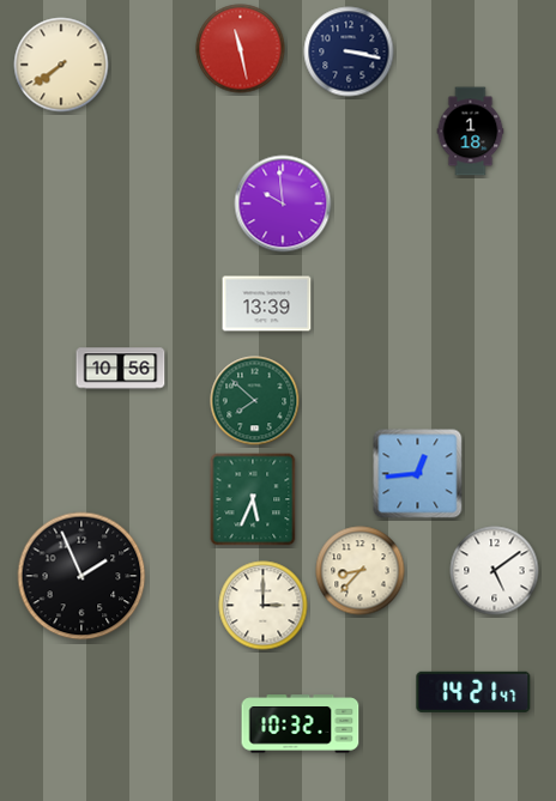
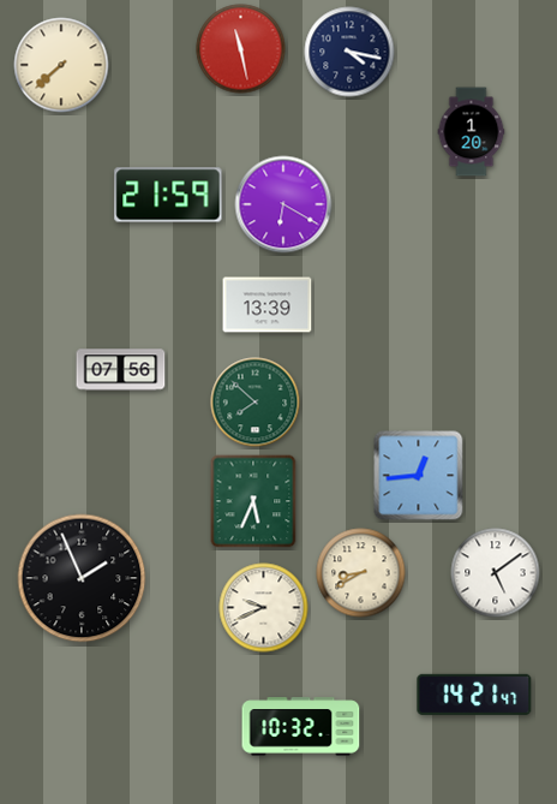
clock at (349, 51): 3:17 -> 4:17
clock at (61, 65): 7:39 -> 7:38
clock at (471, 132): 1:18 -> 1:20
clock at (168, 195): none -> 21:59
clock at (283, 204): 9:59 -> 6:20
clock at (121, 369): 10:56 -> 07:56
clock at (361, 571): 8:37 -> 8:40
clock at (264, 606): 3:00 -> 9:41
